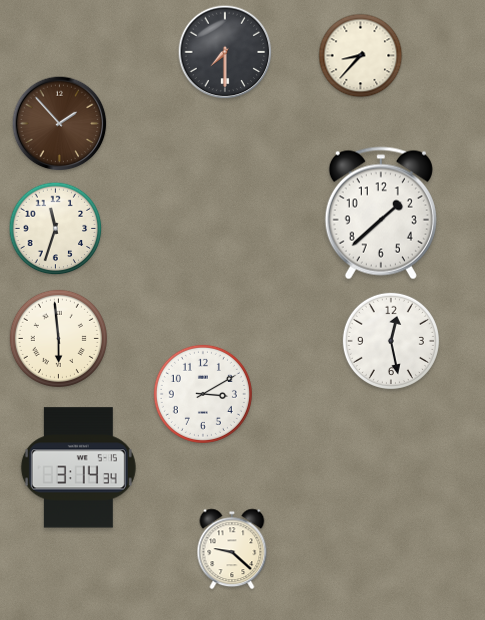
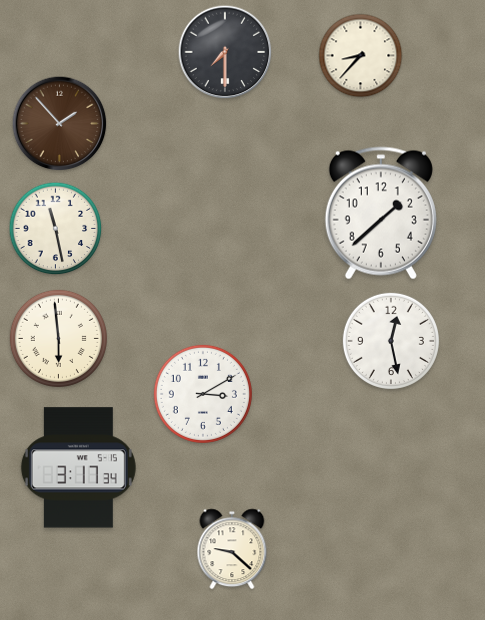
clock at (56, 229): 11:33 -> 11:28
clock at (78, 468): 3:14 -> 3:17
